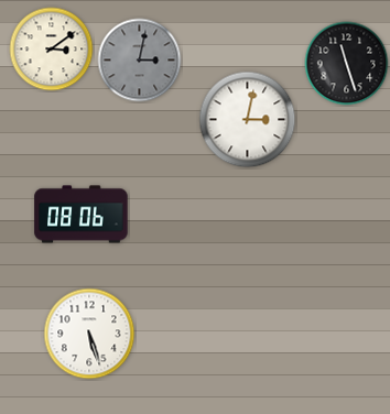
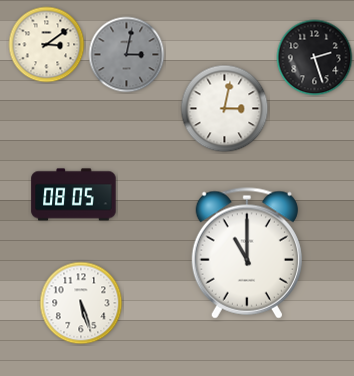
clock at (347, 64): 11:27 -> 2:27
clock at (82, 215): 08:06 -> 08:05
clock at (247, 253): none -> 11:00
